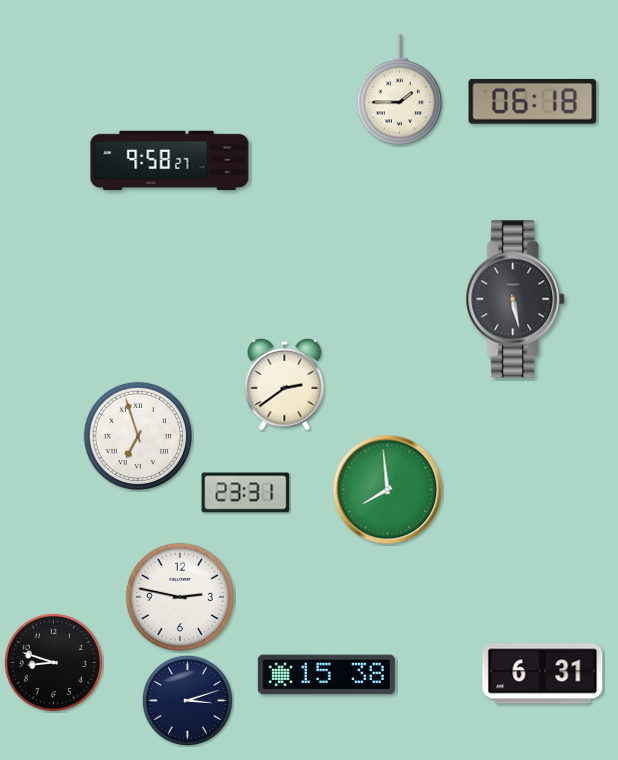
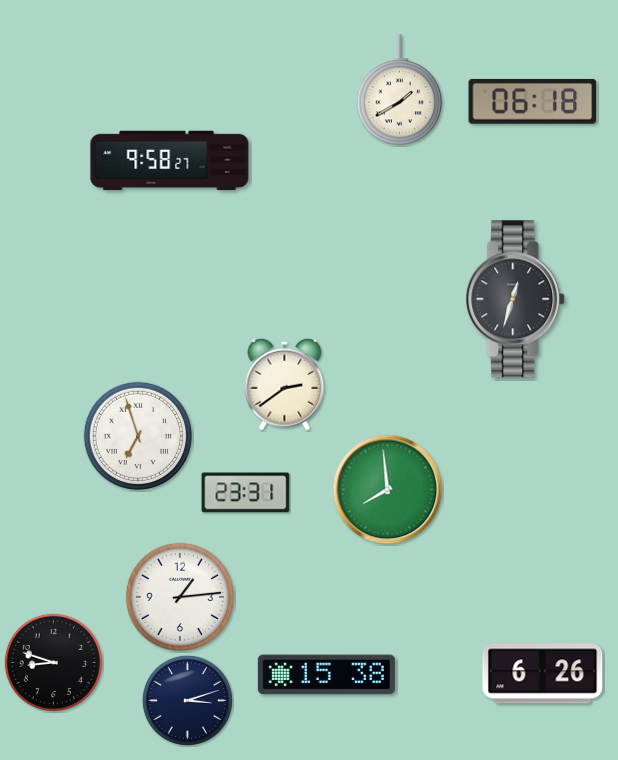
clock at (399, 90): 1:45 -> 1:40
clock at (516, 299): 5:28 -> 12:33
clock at (179, 596): 2:47 -> 1:14
clock at (543, 674): 6:31 -> 6:26
